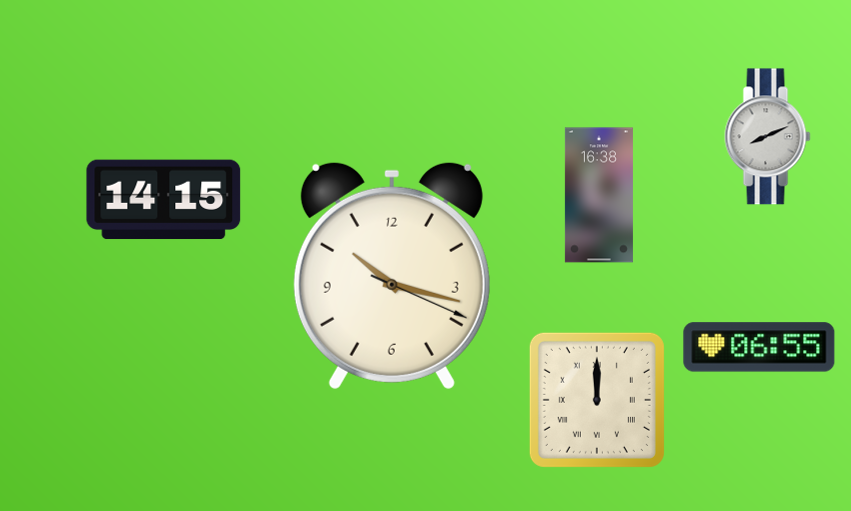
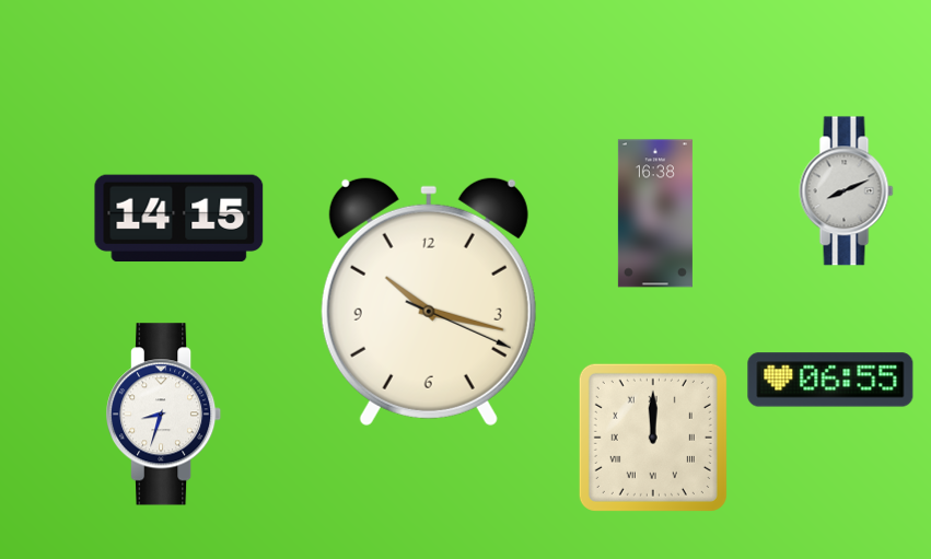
clock at (768, 137) position: (768, 137) -> (847, 191)
clock at (165, 415): none -> 8:33
